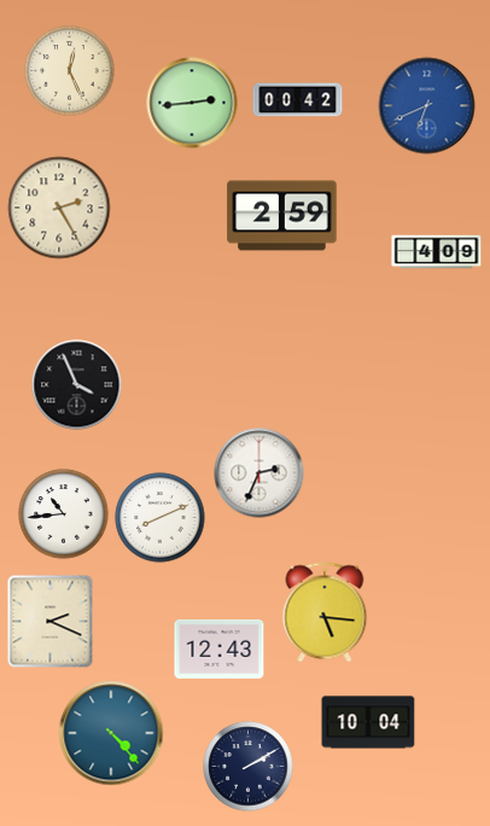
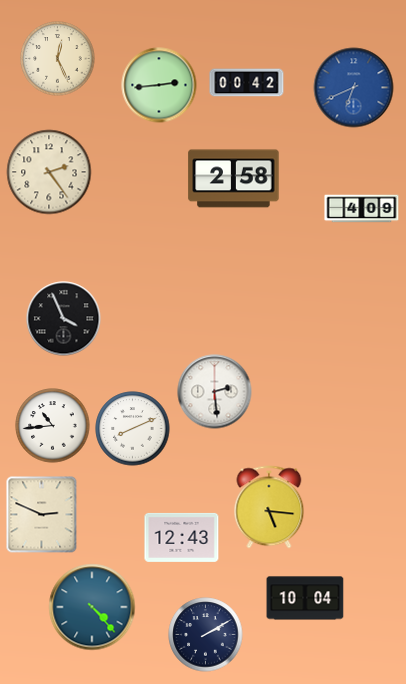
clock at (59, 208): 2:25 -> 2:24
clock at (282, 216): 2:59 -> 2:58
clock at (259, 473): 2:34 -> 2:29
clock at (51, 622): 2:19 -> 2:49
